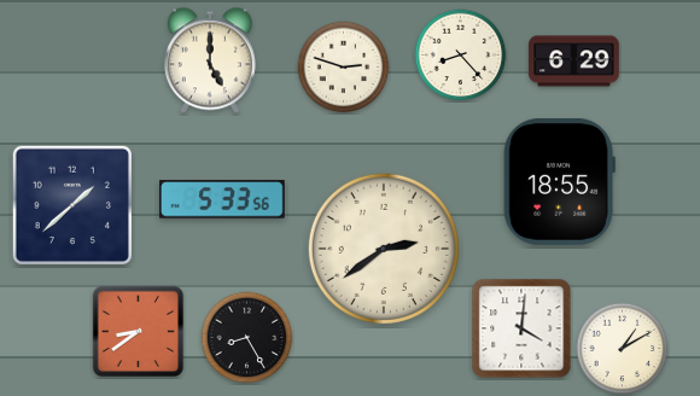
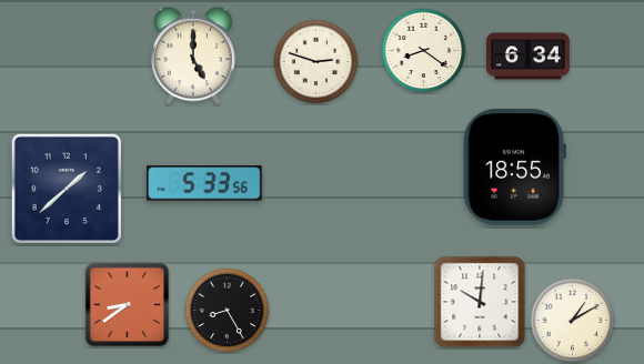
clock at (461, 56): 8:23 -> 8:21
clock at (574, 62): 6:29 -> 6:34
clock at (384, 249): 2:39 -> none
clock at (521, 328): 4:01 -> 10:01
